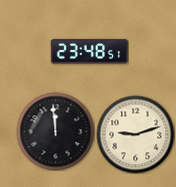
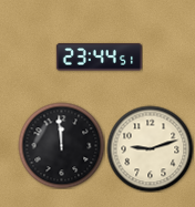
clock at (89, 52): 23:48 -> 23:44
